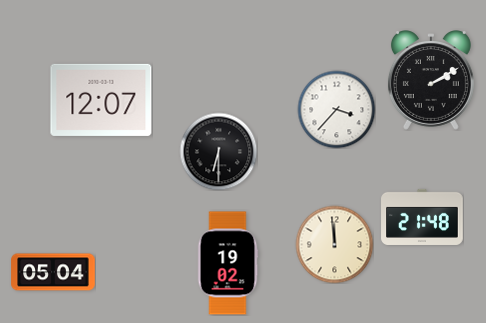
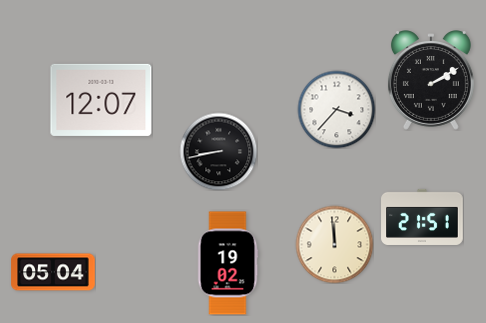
clock at (218, 151): 6:30 -> 8:43
clock at (422, 217): 21:48 -> 21:51
